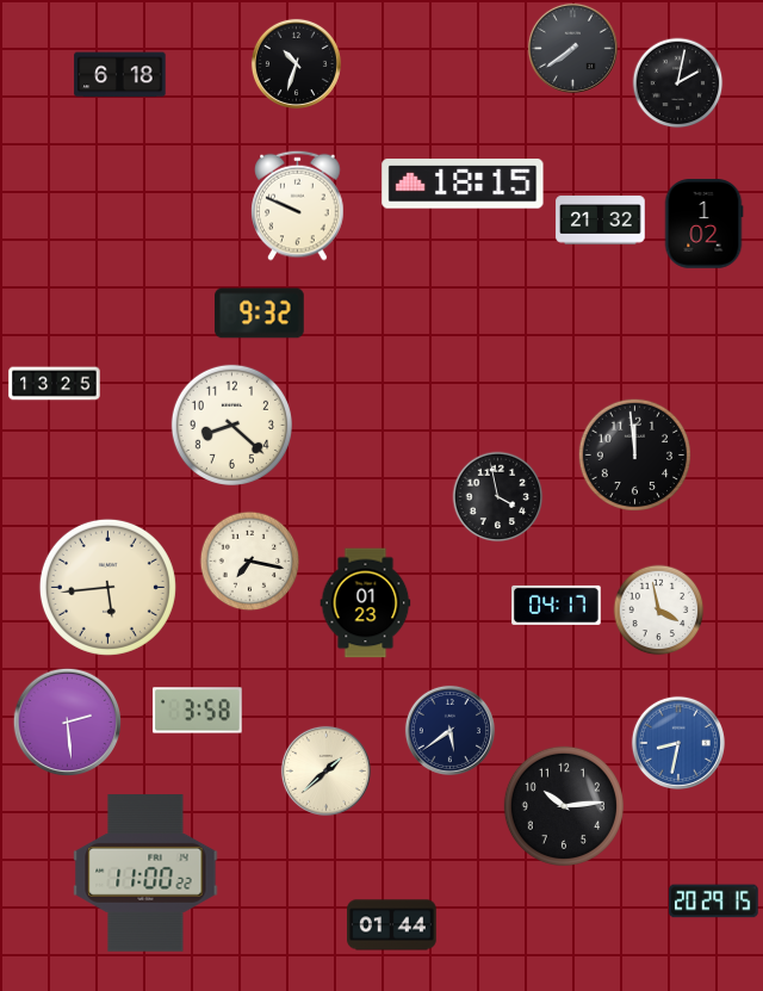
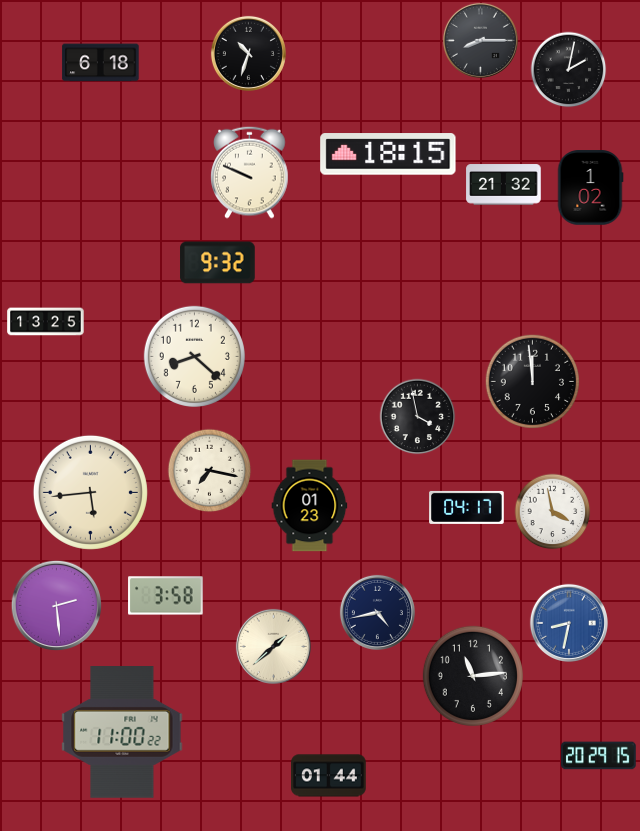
clock at (572, 48): 7:39 -> 8:15
clock at (366, 603) position: (366, 603) -> (310, 506)
clock at (449, 730): 5:39 -> 4:43
clock at (564, 806): 10:14 -> 11:14
